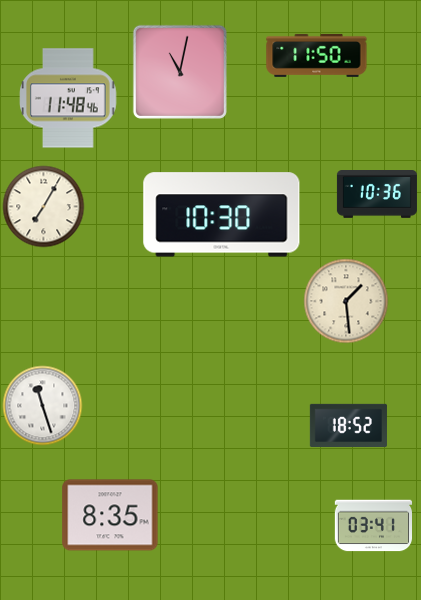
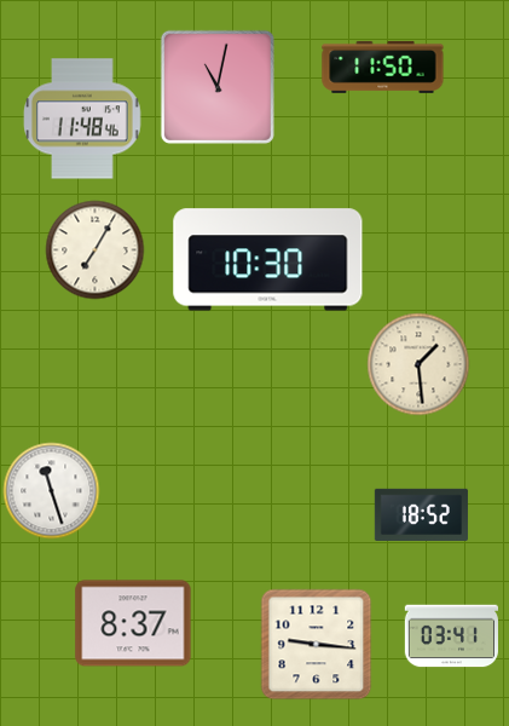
clock at (377, 195): 10:36 -> none
clock at (43, 206) position: (43, 206) -> (94, 249)
clock at (110, 515): 8:35 -> 8:37
clock at (316, 644): none -> 9:16
